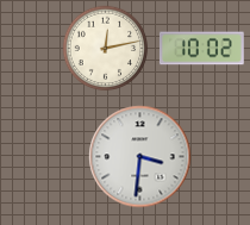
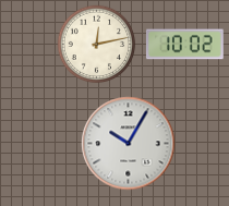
clock at (140, 157): 3:31 -> 10:05
